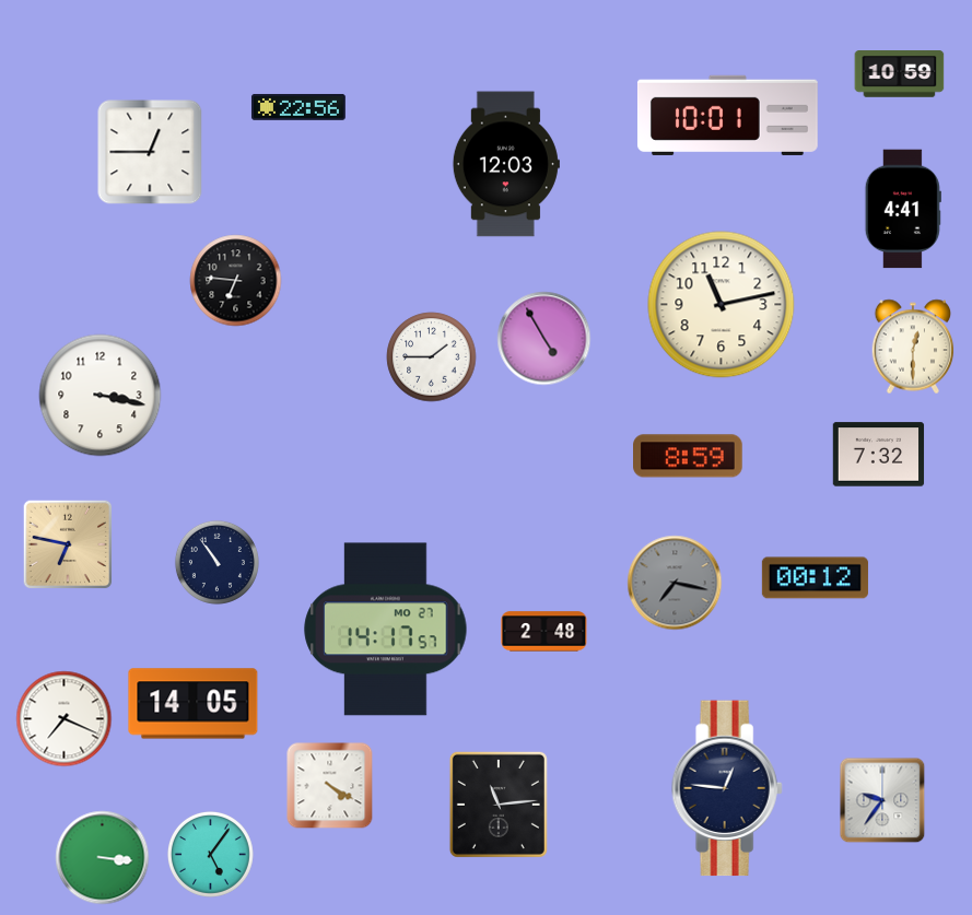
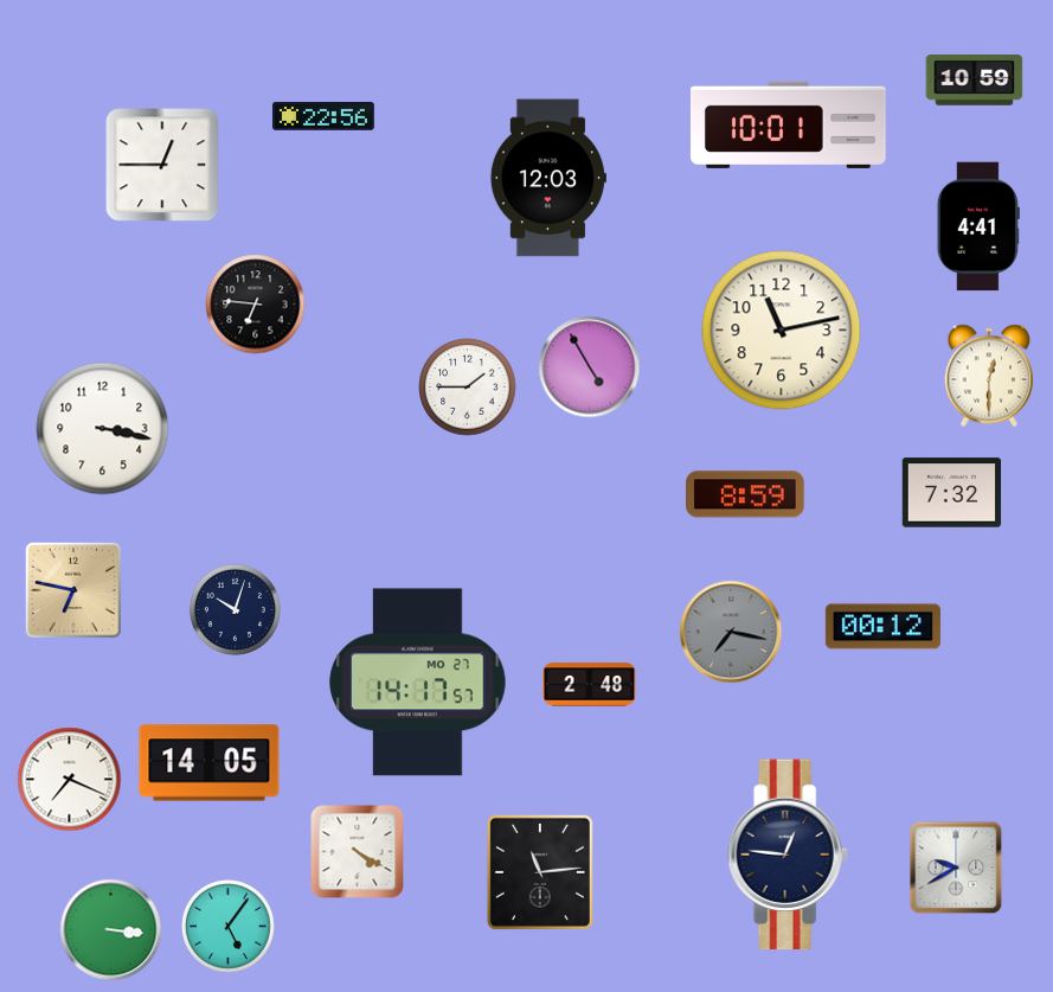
clock at (101, 396) position: (101, 396) -> (103, 429)
clock at (216, 562): 10:54 -> 10:03
clock at (882, 800): 9:36 -> 9:40
